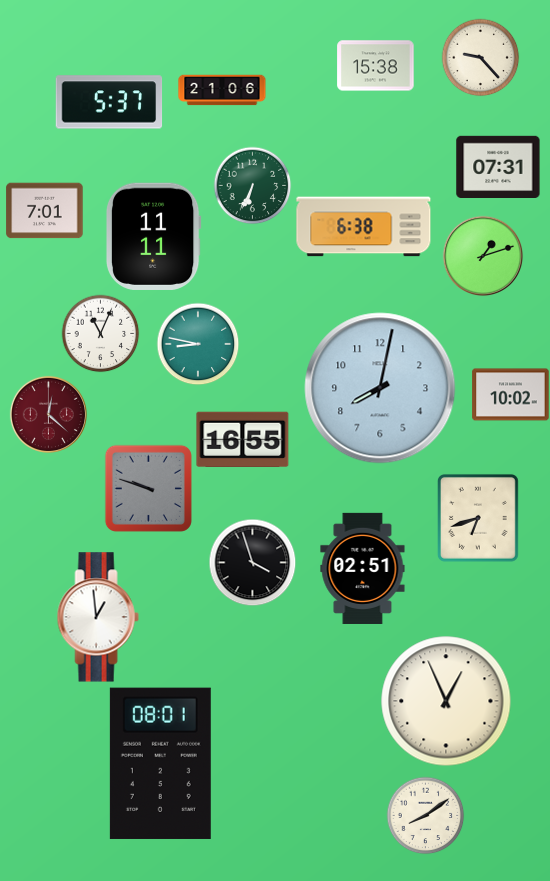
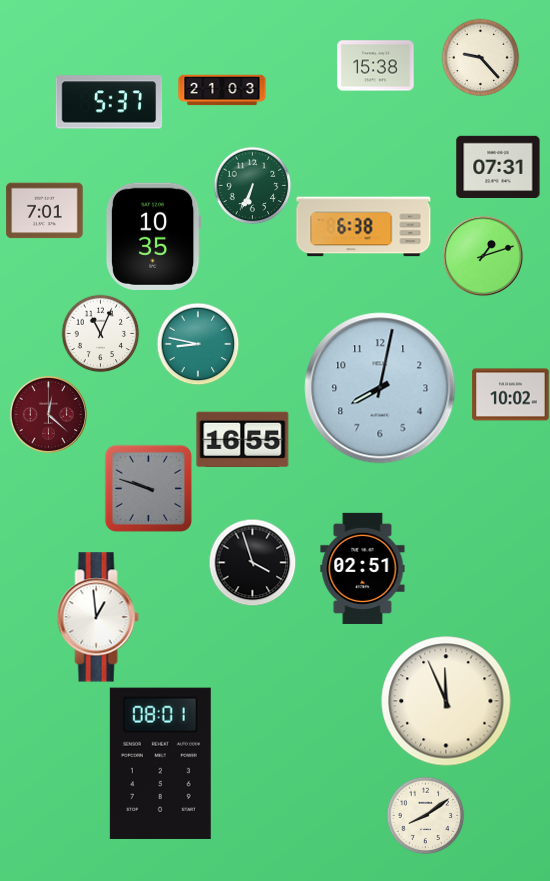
clock at (222, 90): 21:06 -> 21:03
clock at (153, 236): 11:11 -> 10:35
clock at (478, 518): 6:42 -> none
clock at (446, 701): 12:56 -> 11:56
